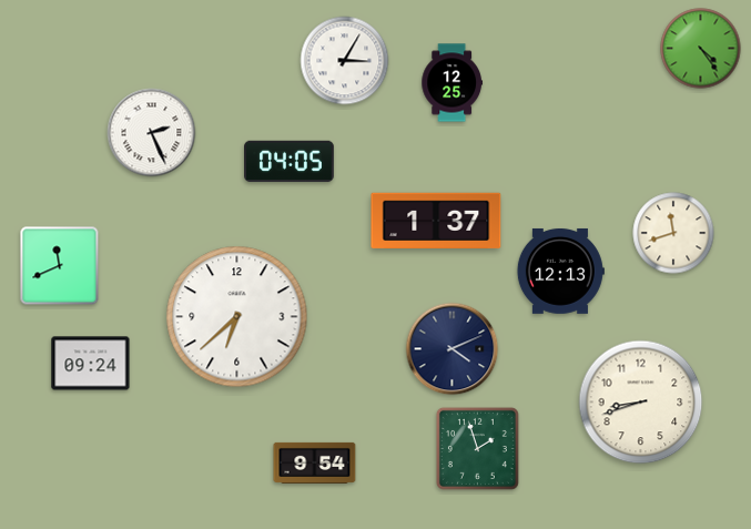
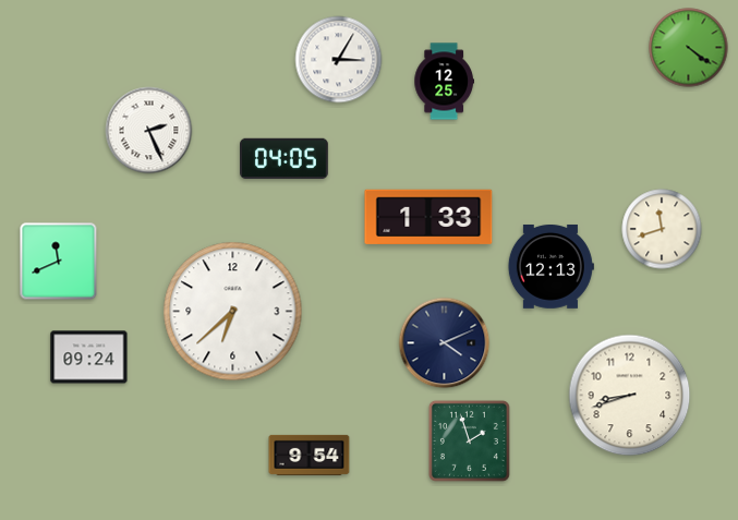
clock at (701, 49): 4:24 -> 4:21
clock at (436, 221): 1:37 -> 1:33
